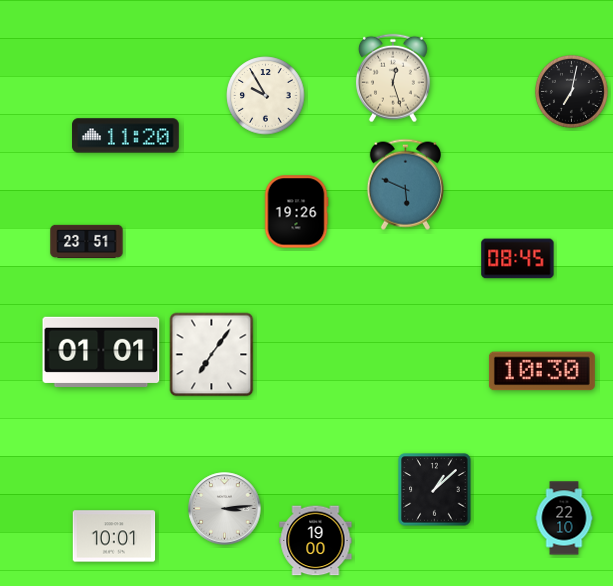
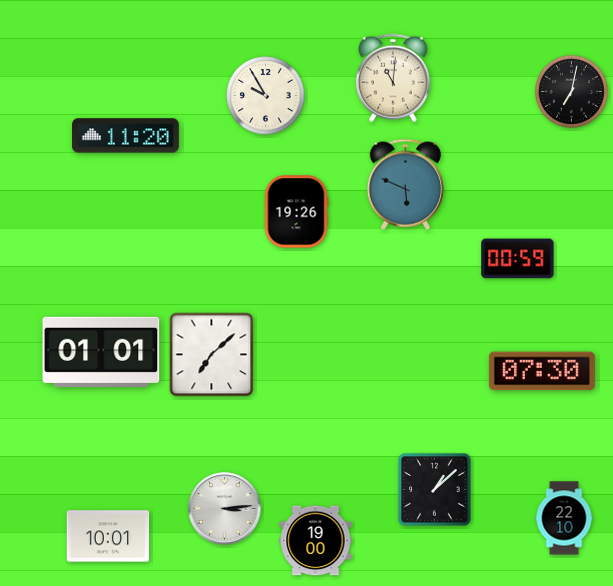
clock at (393, 78): 12:27 -> 11:01
clock at (87, 241): 23:51 -> none
clock at (518, 259): 08:45 -> 00:59
clock at (212, 355): 7:06 -> 7:08
clock at (542, 371): 10:30 -> 07:30
clock at (114, 536) position: (114, 536) -> (108, 536)
